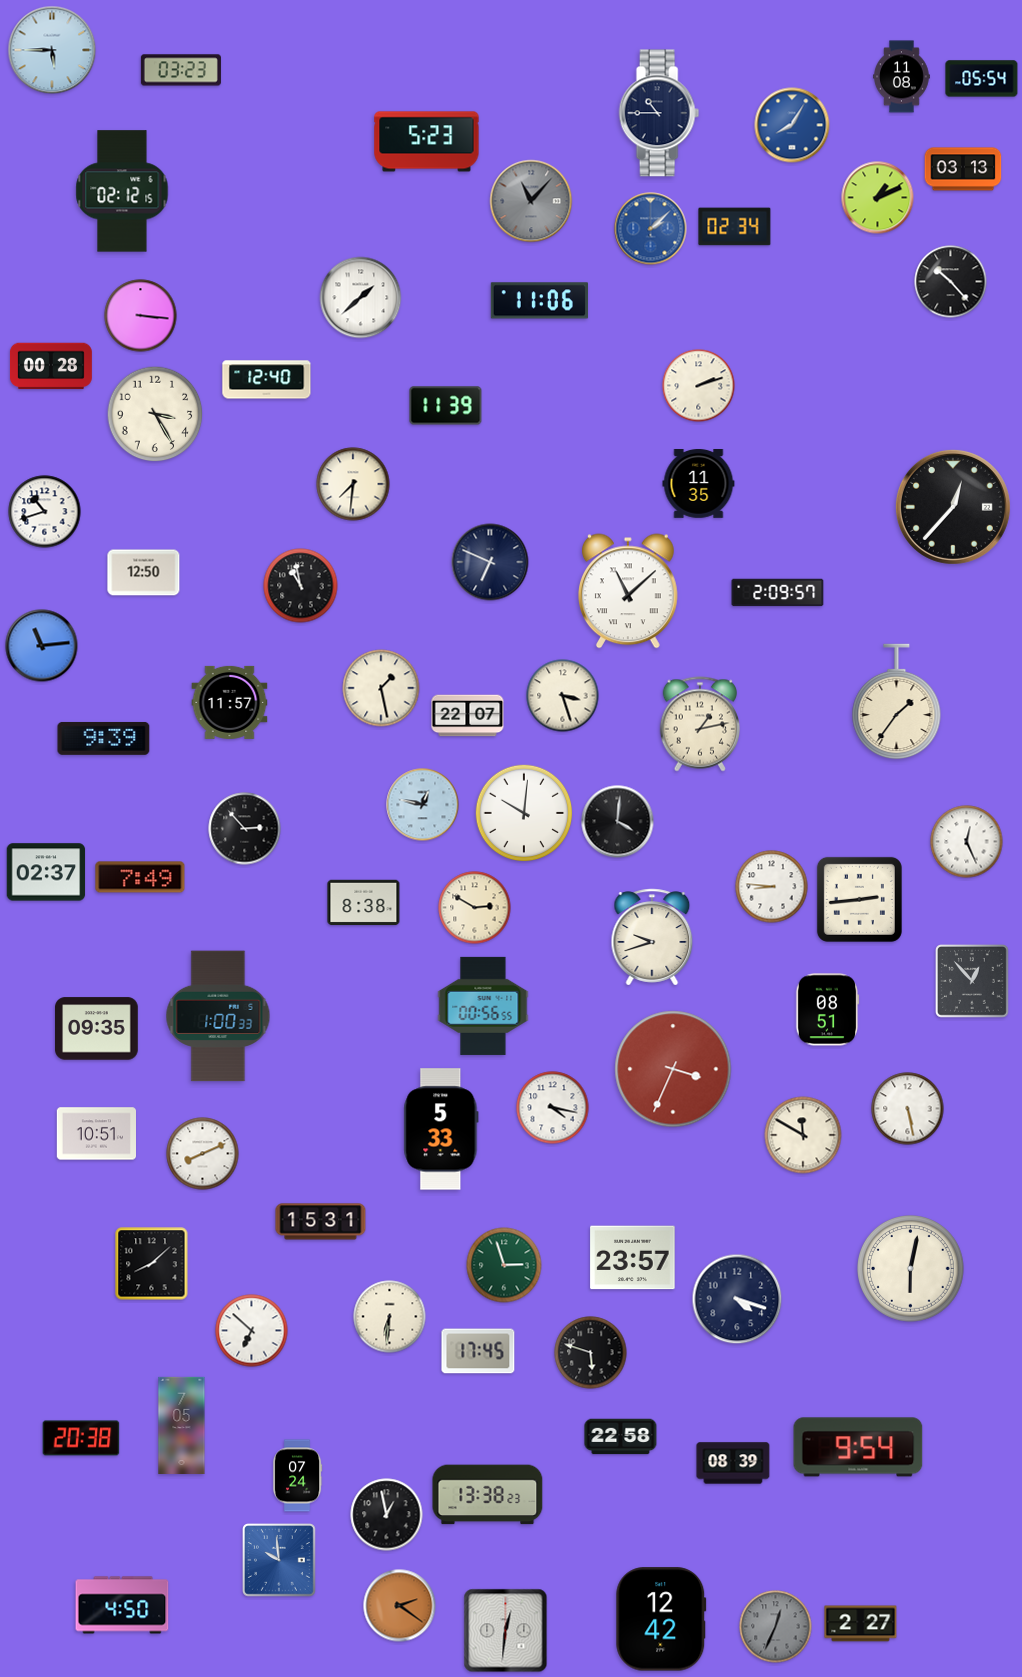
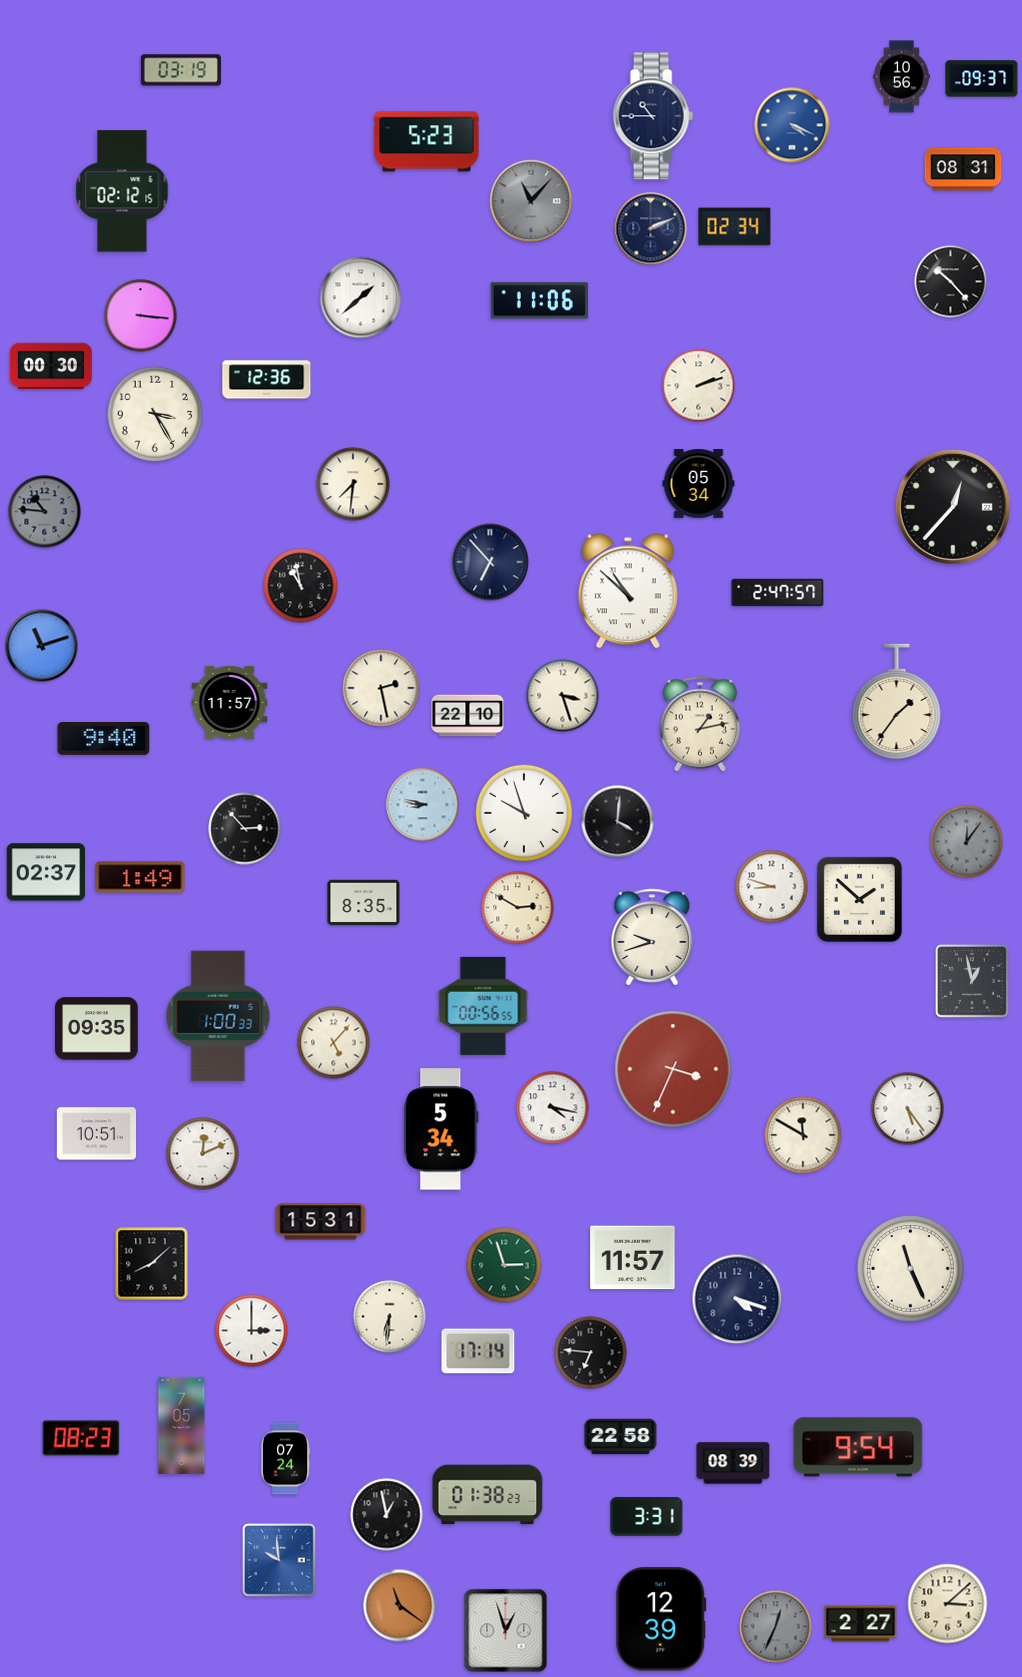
clock at (52, 50): 5:45 -> none
clock at (181, 70): 03:23 -> 03:19
clock at (902, 77): 11:08 -> 10:56
clock at (982, 79): 05:54 -> 09:37
clock at (659, 113) position: (659, 113) -> (653, 116)
clock at (792, 125): 8:05 -> 4:19
clock at (963, 169): 03:13 -> 08:31
clock at (878, 198): 1:11 -> none
clock at (651, 229): 2:08 -> 2:11
clock at (651, 229) dial: blue -> navy
clock at (51, 366): 00:28 -> 00:30
clock at (267, 380): 12:40 -> 12:36
clock at (446, 406): 11:39 -> none
clock at (699, 484): 11:35 -> 05:34
clock at (45, 512): 10:42 -> 10:46
clock at (45, 512) dial: white -> grey
clock at (490, 562): 6:49 -> 6:53
clock at (144, 573): 12:50 -> none
clock at (628, 591): 11:08 -> 10:52
clock at (778, 593): 2:09 -> 2:47
clock at (42, 646): 11:14 -> 11:12
clock at (381, 688): 1:28 -> 2:28
clock at (468, 716): 22:07 -> 22:10
clock at (104, 738): 9:39 -> 9:40
clock at (423, 805): 12:47 -> 8:47
clock at (524, 813): 10:01 -> 9:57
clock at (967, 842): 12:26 -> 12:06
clock at (967, 842) dial: white -> grey
clock at (140, 877): 7:49 -> 1:49
clock at (772, 887): 8:46 -> 8:48
clock at (859, 899): 2:44 -> 1:52
clock at (364, 903): 8:38 -> 8:35
clock at (475, 908) position: (475, 908) -> (518, 908)
clock at (973, 982): 12:53 -> 12:58
clock at (827, 1010): 08:51 -> none
clock at (334, 1043): none -> 5:07
clock at (908, 1109): 5:28 -> 5:24
clock at (441, 1129): 5:33 -> 5:34
clock at (203, 1154): 8:11 -> 12:11
clock at (633, 1258): 23:57 -> 11:57
clock at (911, 1269): 6:02 -> 11:26
clock at (252, 1331): 6:52 -> 3:00
clock at (478, 1351): 17:45 -> 17:14
clock at (591, 1353): 5:48 -> 6:46
clock at (81, 1438): 20:38 -> 08:23
clock at (297, 1476) position: (297, 1476) -> (285, 1459)
clock at (488, 1495): 13:38 -> 01:38
clock at (647, 1517): none -> 3:31
clock at (948, 1604): none -> 3:08
clock at (122, 1605): 4:50 -> none
clock at (400, 1606): 2:21 -> 11:21
clock at (661, 1619): 12:42 -> 12:39
clock at (506, 1631): 12:31 -> 12:57
